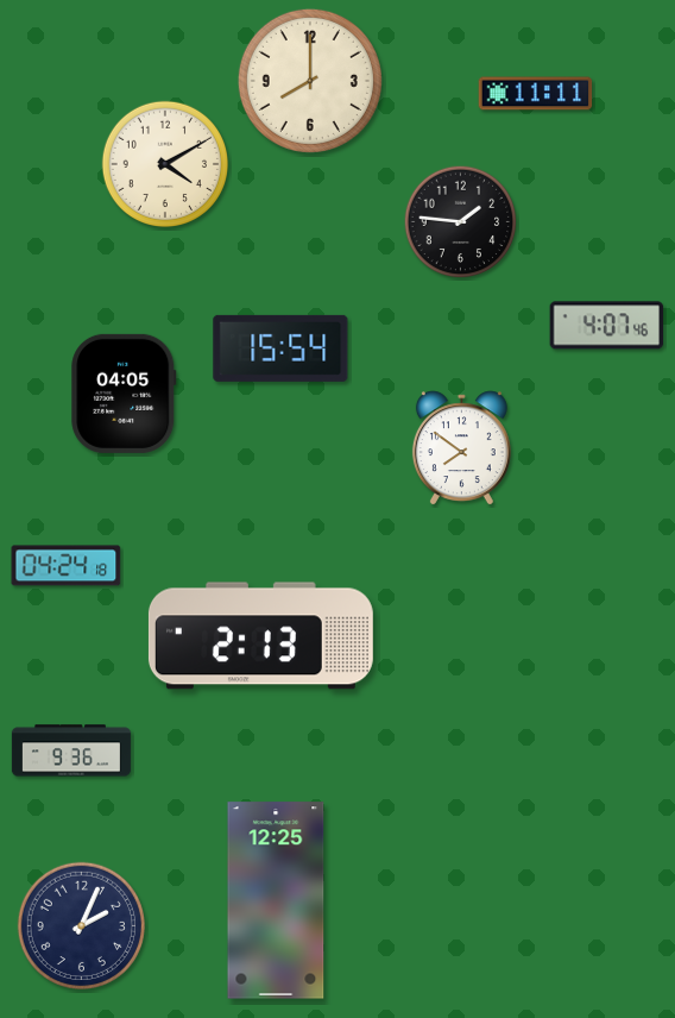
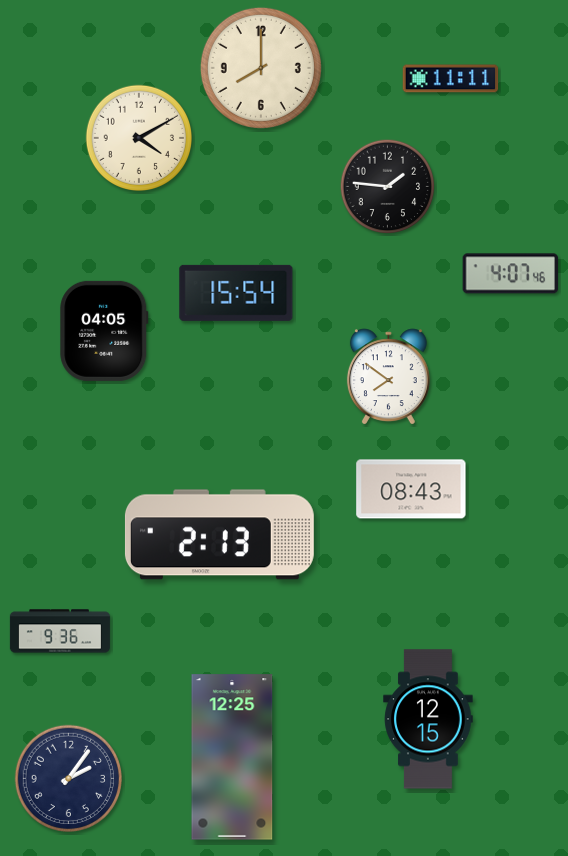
clock at (67, 566): 04:24 -> none
clock at (411, 489): none -> 08:43
clock at (428, 719): none -> 12:15
clock at (81, 925): 2:04 -> 2:06
